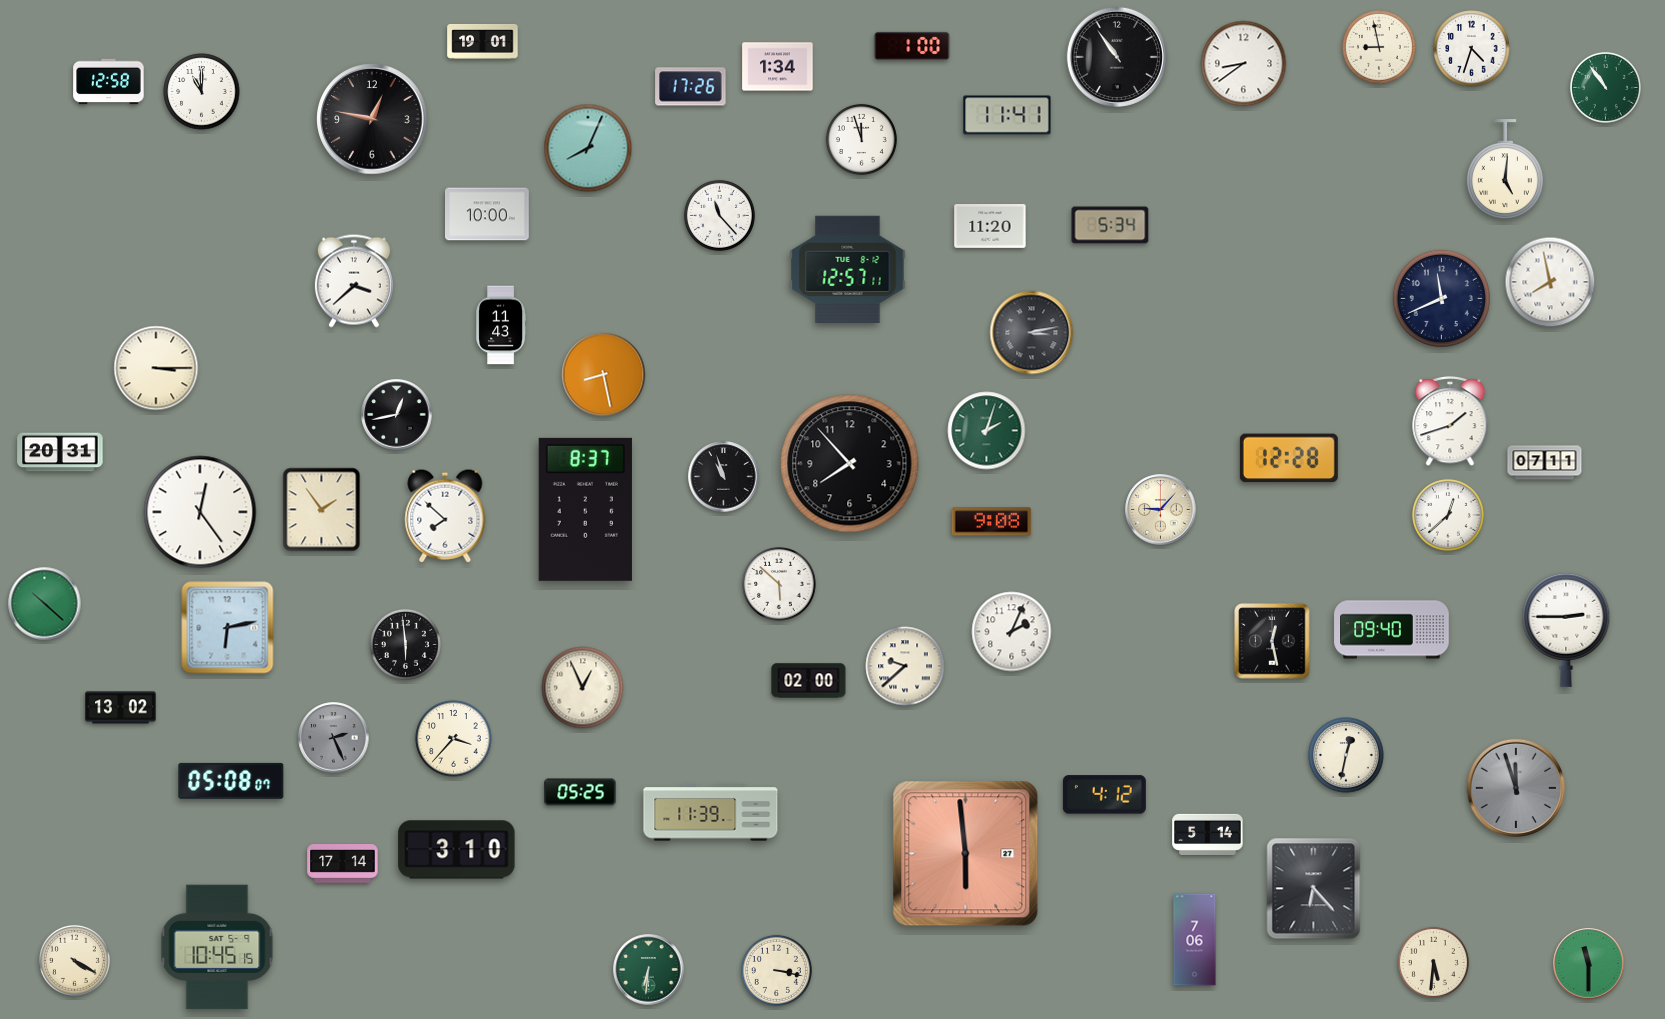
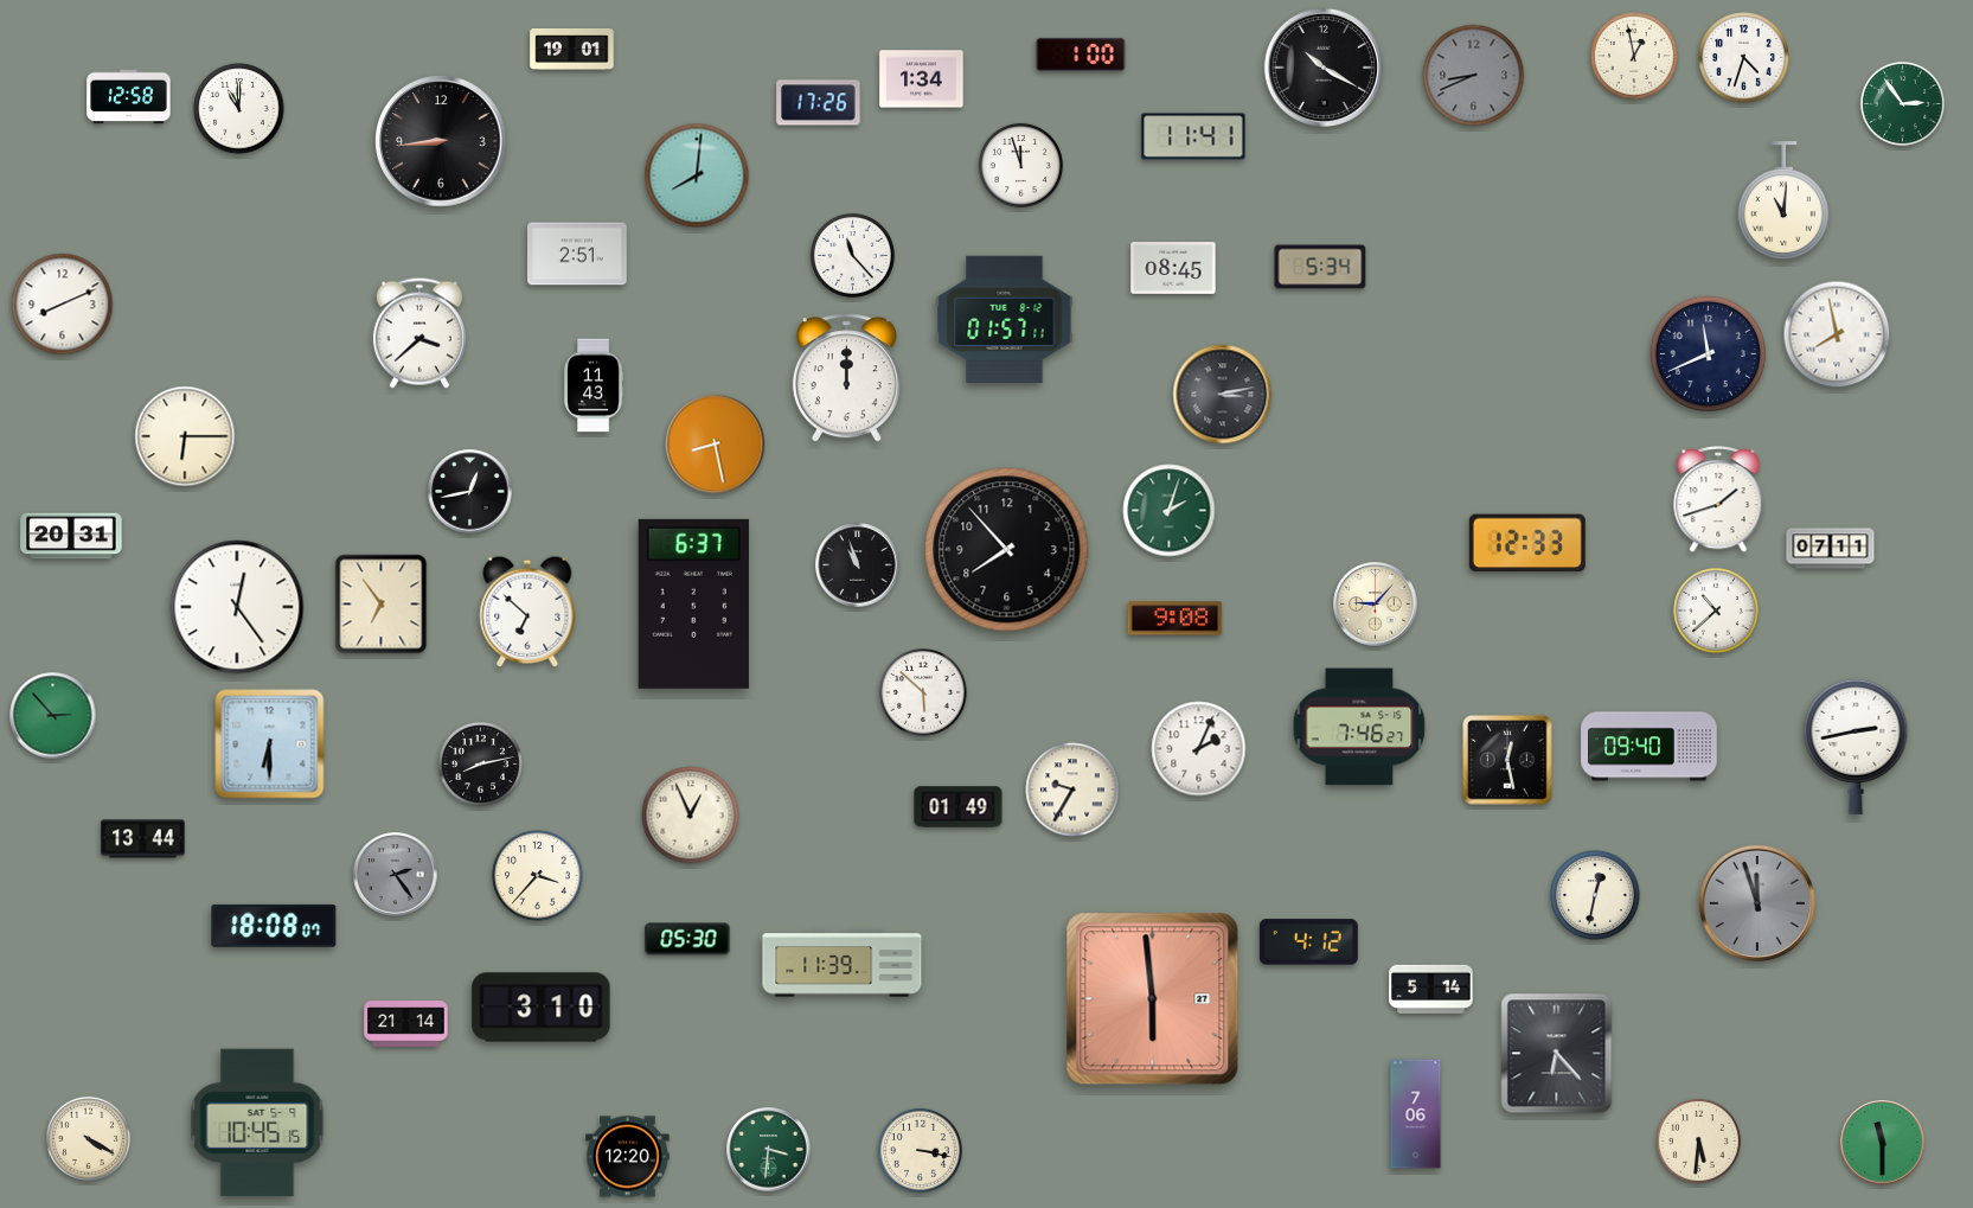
clock at (1379, 47): 8:58 -> 12:58
clock at (1117, 57): 10:54 -> 10:20
clock at (1244, 64): 8:39 -> 8:41
clock at (1244, 64) dial: white -> grey
clock at (1605, 87): 10:54 -> 2:54
clock at (372, 119): 12:47 -> 8:44
clock at (588, 148): 8:04 -> 8:01
clock at (1505, 169): 5:01 -> 11:01
clock at (488, 214): 10:00 -> 2:51
clock at (1110, 225) position: (1110, 225) -> (1320, 267)
clock at (990, 227): 11:20 -> 08:45
clock at (63, 305): none -> 8:11
clock at (848, 269): 12:57 -> 01:57
clock at (846, 378): none -> 12:00
clock at (156, 368): 3:15 -> 6:15
clock at (1289, 458): 12:28 -> 12:33
clock at (585, 509): 8:37 -> 6:37
clock at (322, 510): 1:54 -> 6:54
clock at (1448, 515): 12:38 -> 10:38
clock at (445, 516): 7:52 -> 6:52
clock at (45, 604): 10:22 -> 2:53
clock at (1359, 727): none -> 7:46
clock at (228, 628): 6:13 -> 6:30
clock at (1566, 630): 2:45 -> 2:43
clock at (405, 644): 5:59 -> 8:13
clock at (905, 666): 9:38 -> 9:35
clock at (809, 681): 02:00 -> 01:49
clock at (121, 708): 13:02 -> 13:44
clock at (334, 738): 2:26 -> 2:24
clock at (231, 781): 05:08 -> 18:08
clock at (1515, 787) position: (1515, 787) -> (1756, 902)
clock at (580, 792): 05:25 -> 05:30
clock at (966, 854) position: (966, 854) -> (1153, 999)
clock at (343, 864): 17:14 -> 21:14
clock at (649, 970): 6:31 -> 3:31
clock at (628, 1157): none -> 12:20
